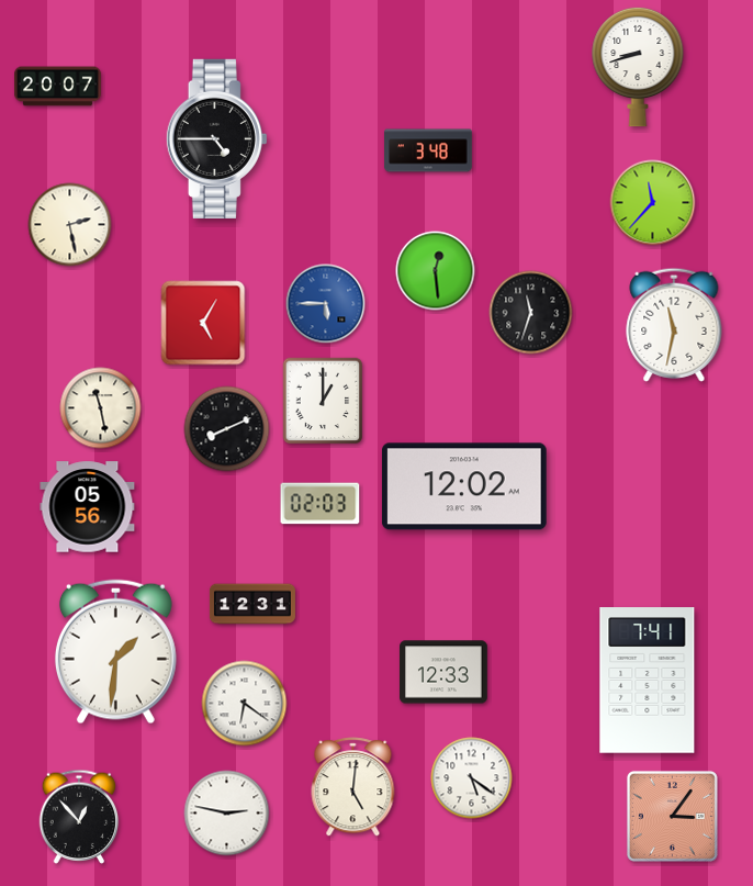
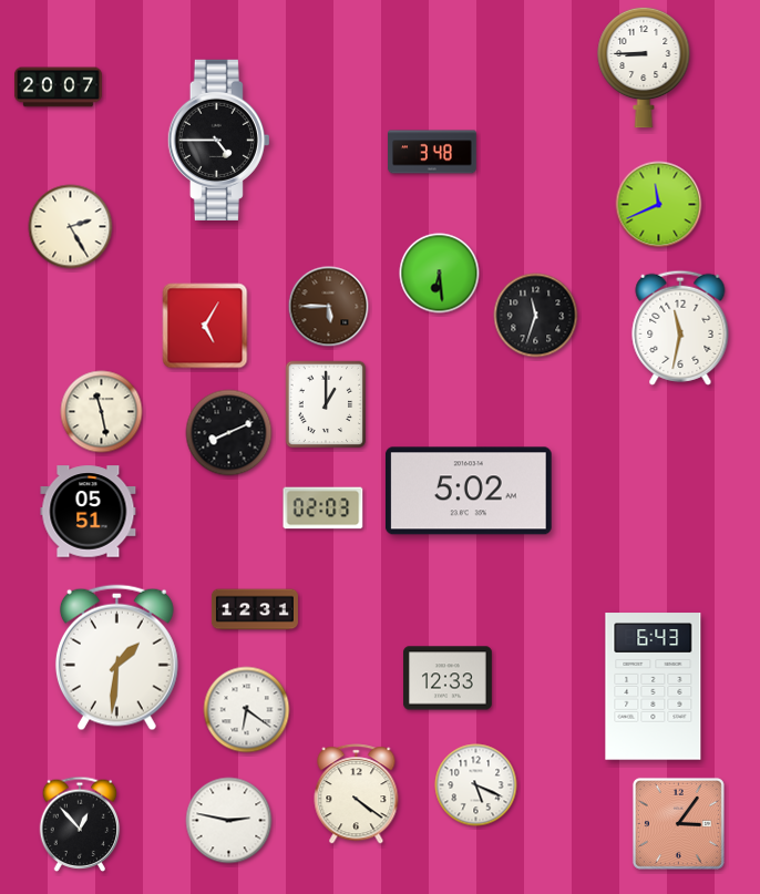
clock at (638, 67): 8:42 -> 8:45
clock at (653, 203): 11:37 -> 11:41
clock at (70, 225): 2:28 -> 2:25
clock at (436, 271): 12:29 -> 6:29
clock at (326, 304) dial: blue -> brown
clock at (464, 486): 12:02 -> 5:02
clock at (88, 507): 05:56 -> 05:51
clock at (648, 681): 7:41 -> 6:43
clock at (472, 778): 5:21 -> 5:19
clock at (353, 787): 5:01 -> 4:21
